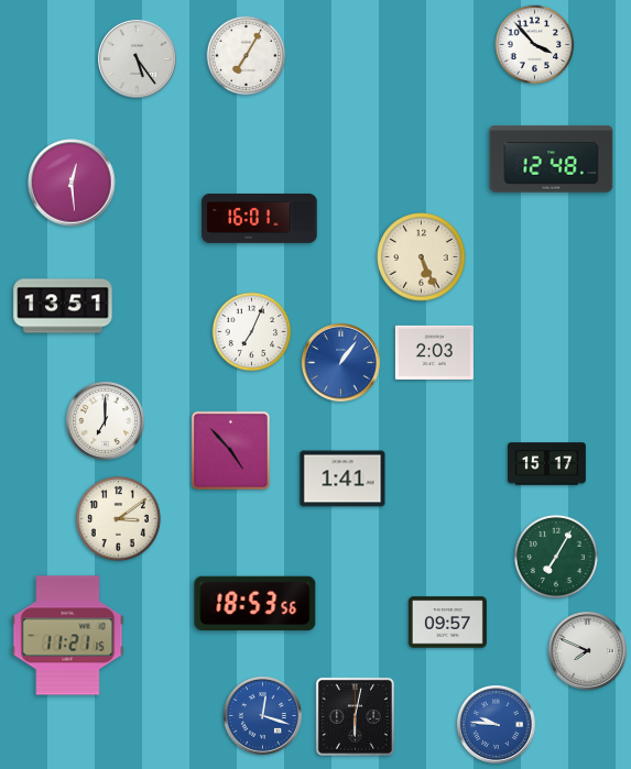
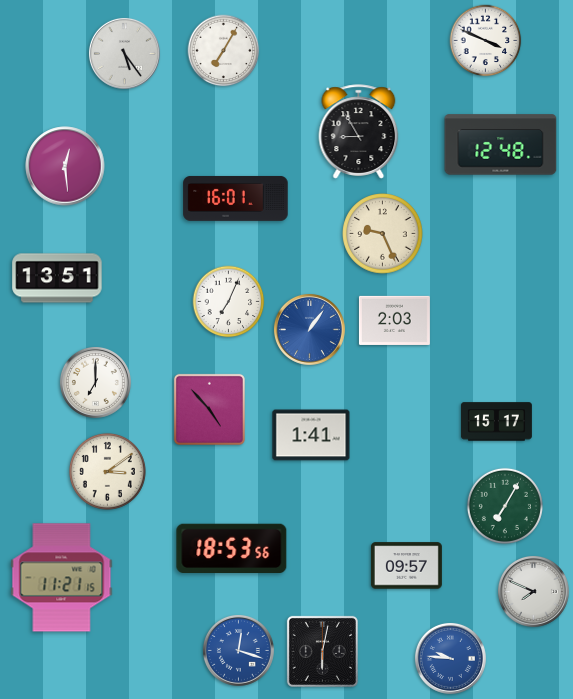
clock at (535, 45): 3:53 -> 3:49
clock at (359, 132): none -> 8:55
clock at (422, 257): 5:26 -> 9:26
